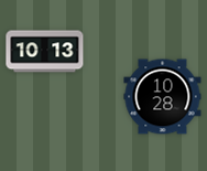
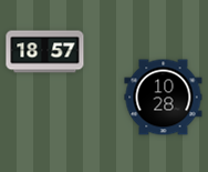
clock at (45, 52): 10:13 -> 18:57
